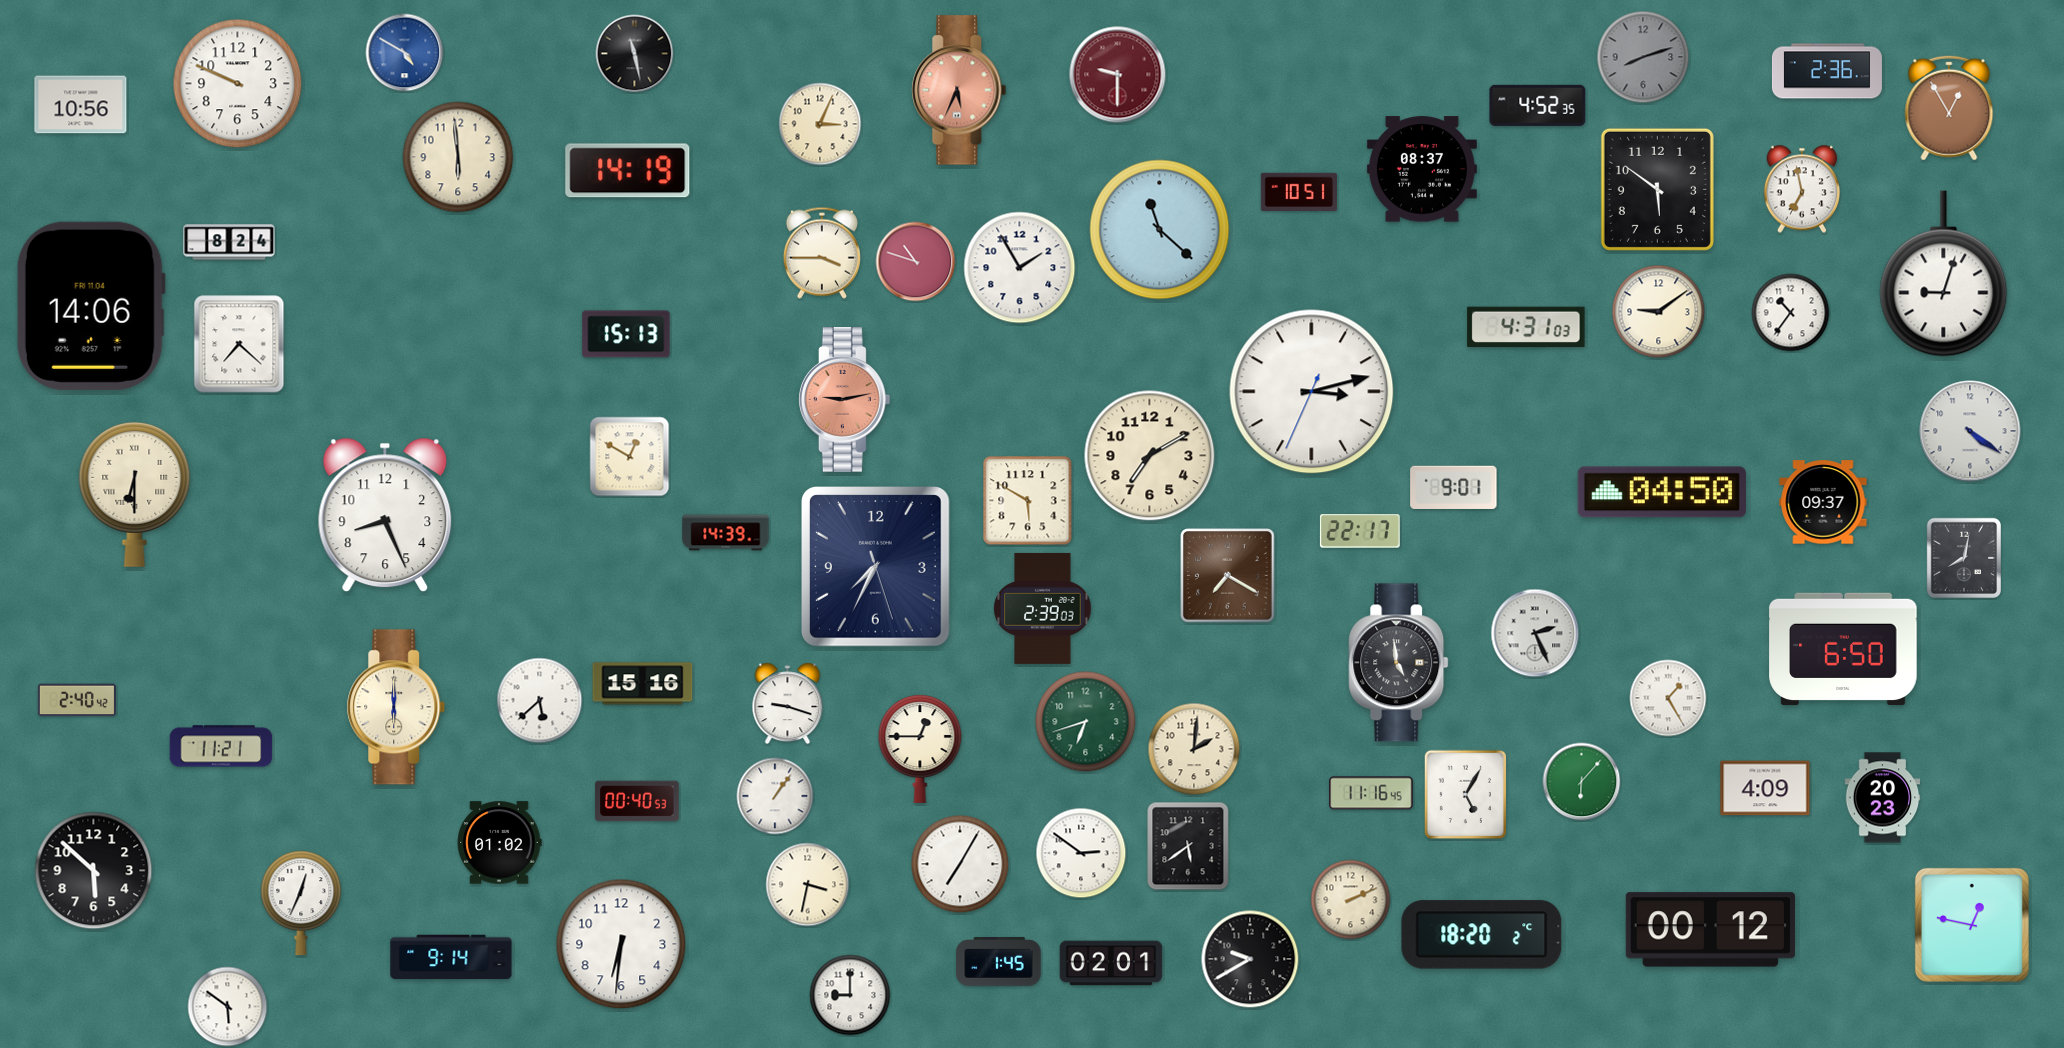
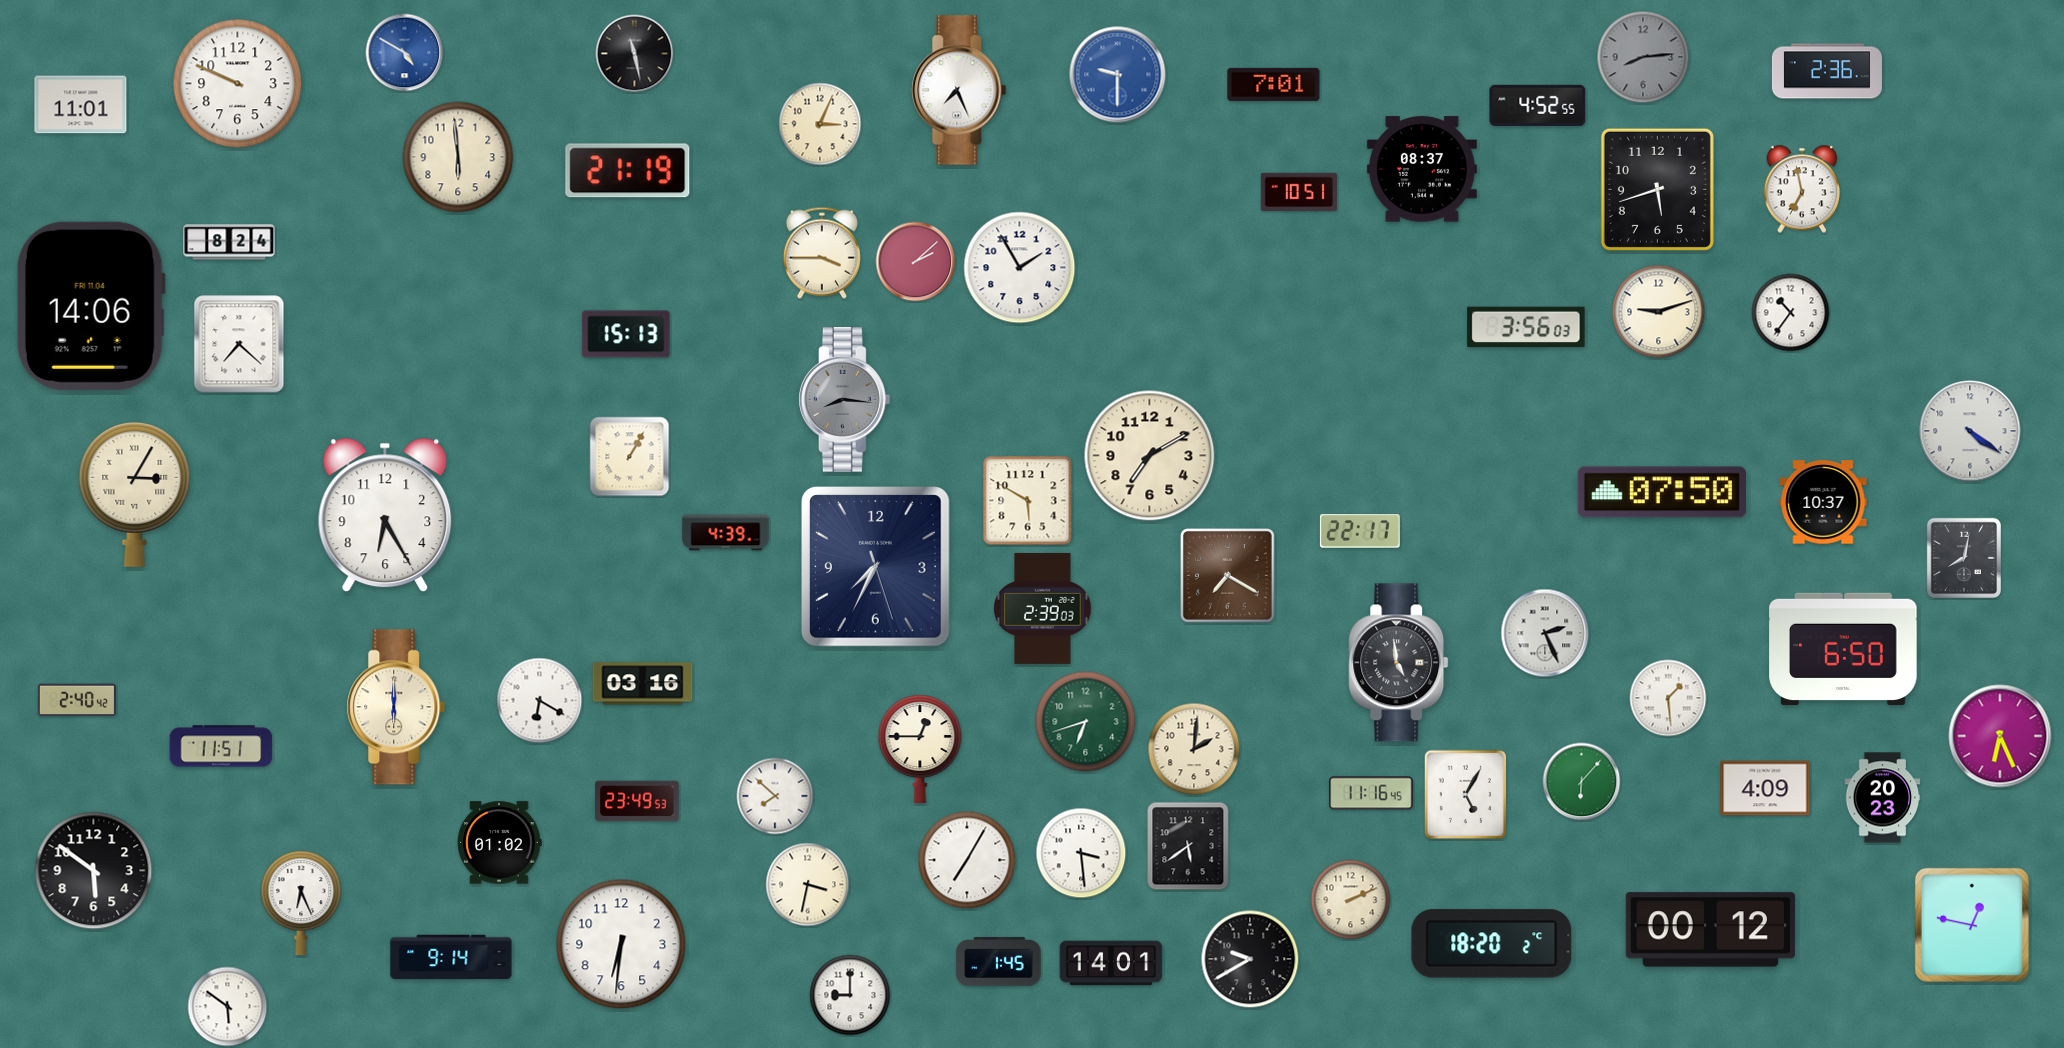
clock at (1643, 57): 8:12 -> 8:14
clock at (1118, 75) dial: burgundy -> blue
clock at (1274, 84): none -> 7:01
clock at (959, 90): 5:34 -> 7:26
clock at (959, 90) dial: salmon -> white
clock at (81, 105): 10:56 -> 11:01
clock at (1538, 105): 4:52:35 -> 4:52:55
clock at (1949, 108): 12:55 -> none
clock at (628, 171): 14:19 -> 21:19
clock at (1657, 189): 5:51 -> 5:42
clock at (1160, 230): 11:22 -> none
clock at (916, 262): 10:48 -> 2:08
clock at (1944, 274): 9:03 -> none
clock at (1659, 312): 9:09 -> 9:12
clock at (1526, 327): 4:31 -> 3:56
clock at (1312, 392): 3:12 -> none
clock at (844, 400): 9:13 -> 8:16
clock at (844, 400) dial: salmon -> grey
clock at (630, 457): 12:50 -> 1:05
clock at (1454, 487): 9:01 -> none
clock at (1662, 492): 04:50 -> 07:50
clock at (135, 494): 6:30 -> 3:05
clock at (1823, 502): 09:37 -> 10:37
clock at (385, 515): 8:26 -> 6:25
clock at (726, 533): 14:39 -> 4:39
clock at (1535, 633) position: (1535, 633) -> (1545, 633)
clock at (643, 684): 15:16 -> 03:16
clock at (1668, 698): 1:25 -> 1:29
clock at (540, 701): 5:38 -> 6:20
clock at (788, 704): 9:18 -> none
clock at (2000, 736): none -> 6:26
clock at (221, 746): 11:21 -> 11:51
clock at (775, 796): 1:06 -> 7:52
clock at (637, 801): 00:40 -> 23:49
clock at (1081, 853): 2:51 -> 3:29
clock at (960, 864) position: (960, 864) -> (967, 860)
clock at (94, 871): 5:52 -> 5:51
clock at (301, 903): 12:34 -> 6:26
clock at (1482, 935) position: (1482, 935) -> (1492, 944)
clock at (1111, 963): 02:01 -> 14:01
